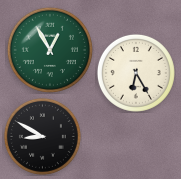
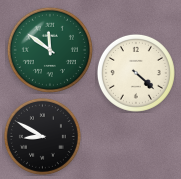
clock at (50, 50): 12:55 -> 11:51
clock at (136, 73): 6:25 -> 4:22
